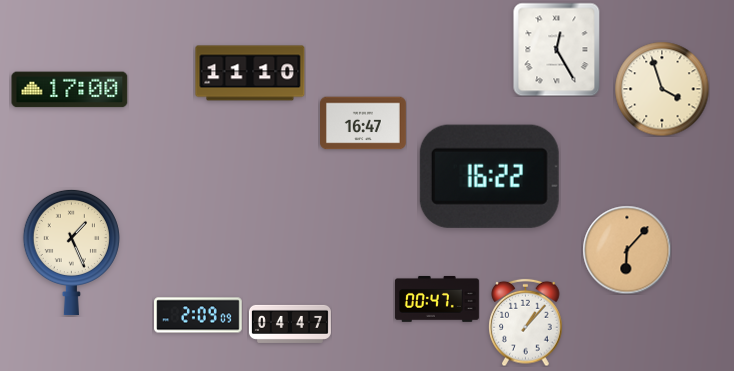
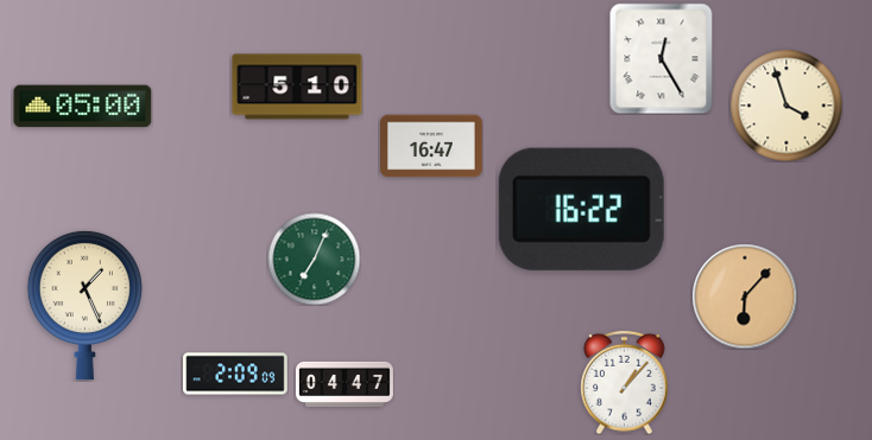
clock at (250, 73): 11:10 -> 5:10
clock at (70, 90): 17:00 -> 05:00
clock at (314, 259): none -> 7:04
clock at (71, 252) position: (71, 252) -> (84, 305)
clock at (437, 299): 00:47 -> none
